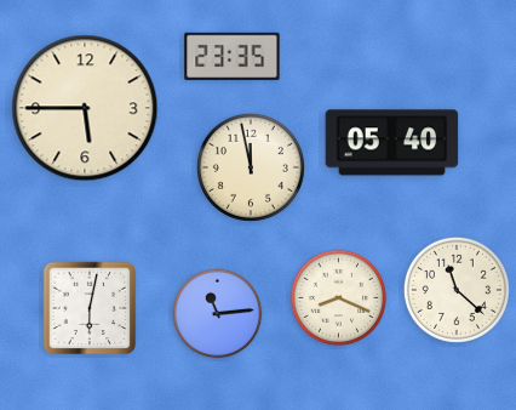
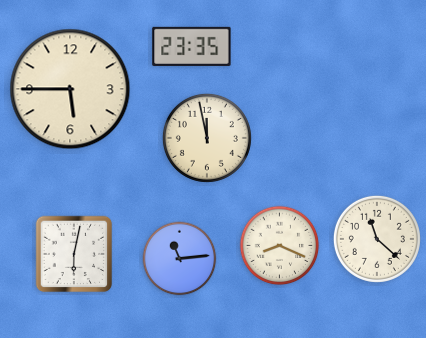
clock at (392, 143): 05:40 -> none
